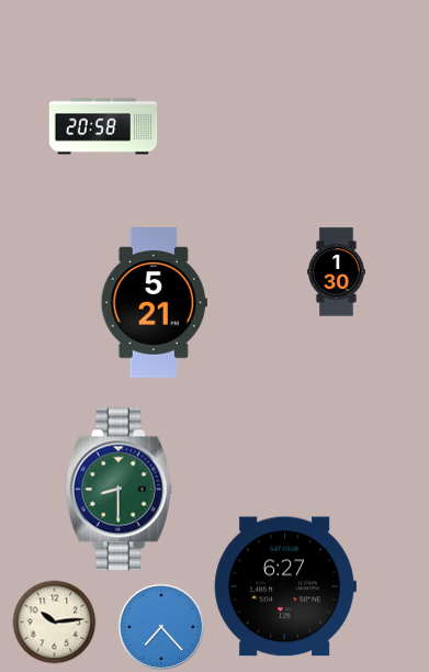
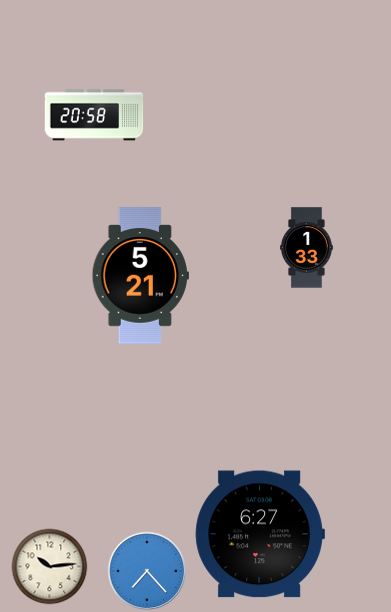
clock at (337, 272): 1:30 -> 1:33
clock at (118, 490): 8:30 -> none
